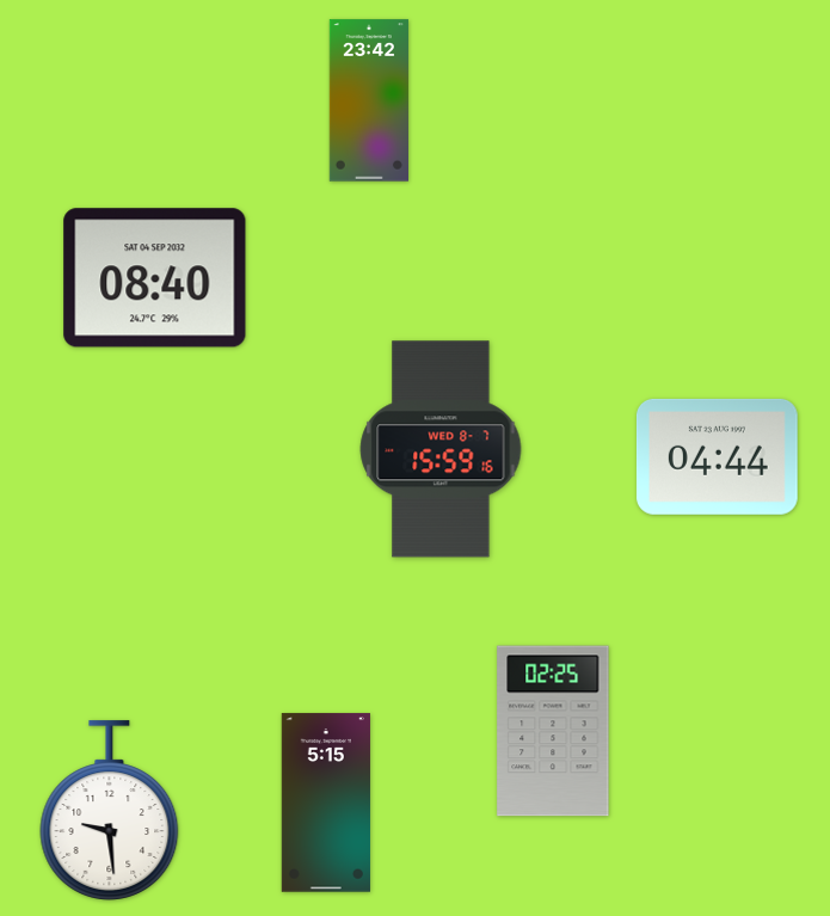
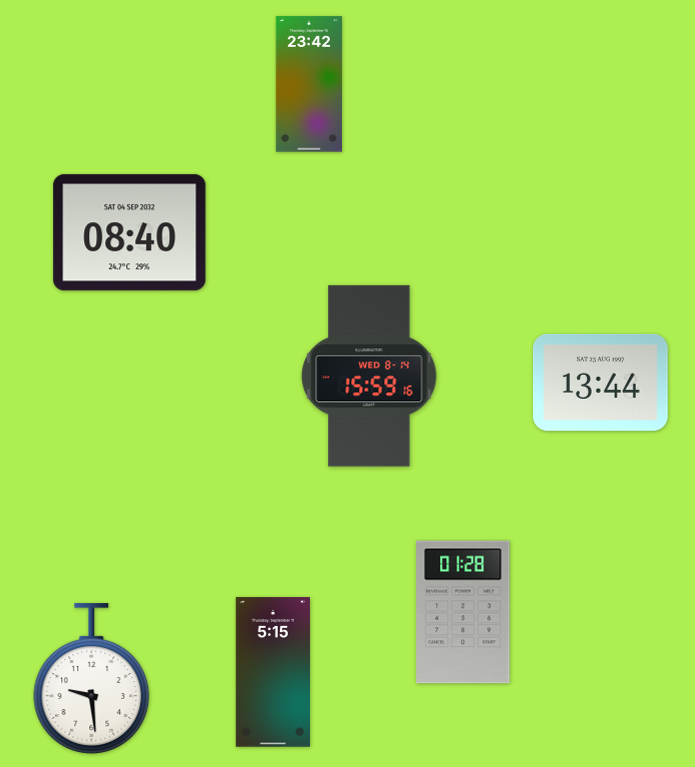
clock at (441, 449) date: WED 8-7 -> WED 8-14
clock at (717, 456): 04:44 -> 13:44
clock at (553, 731): 02:25 -> 01:28
